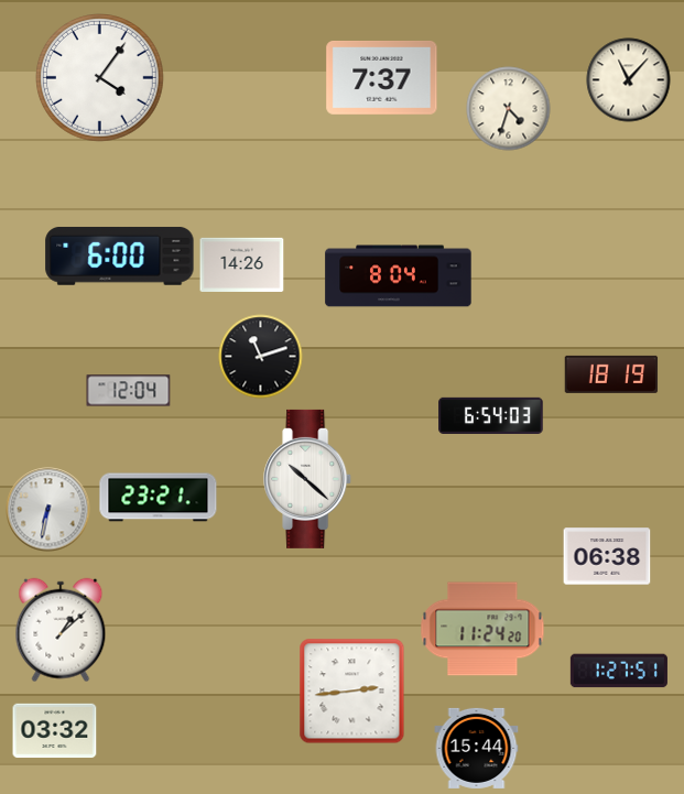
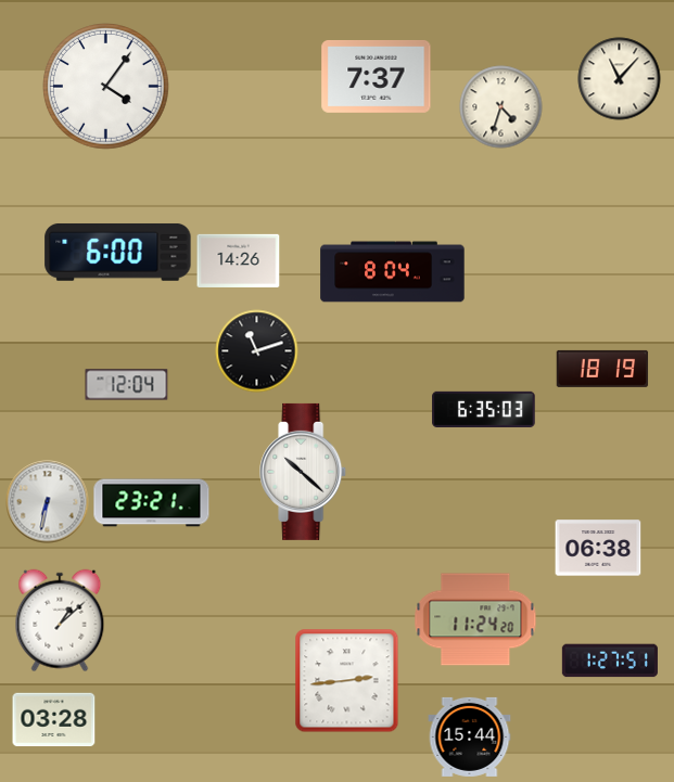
clock at (100, 78) position: (100, 78) -> (106, 87)
clock at (491, 415): 6:54 -> 6:35
clock at (159, 498) position: (159, 498) -> (152, 503)
clock at (55, 731): 03:32 -> 03:28
